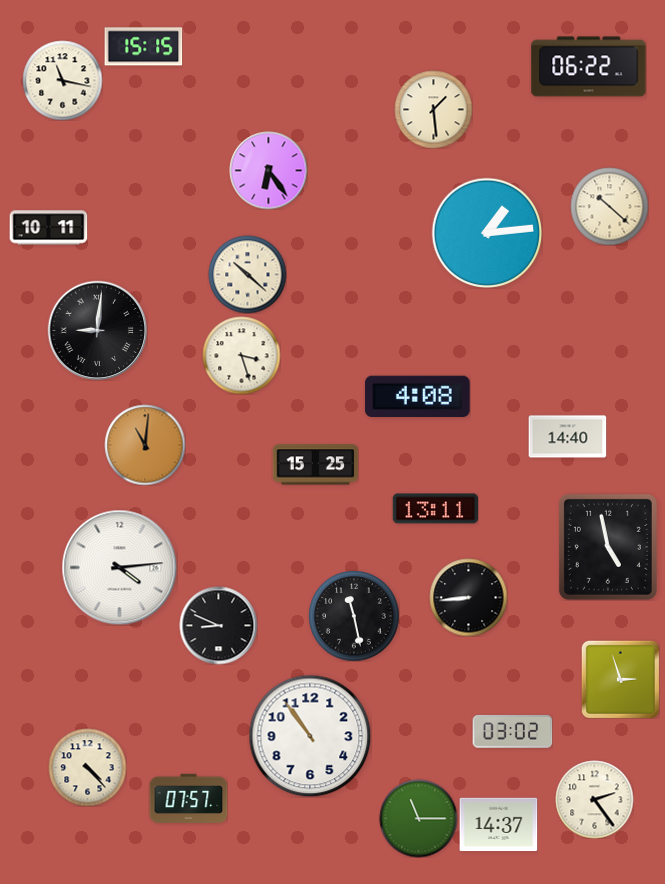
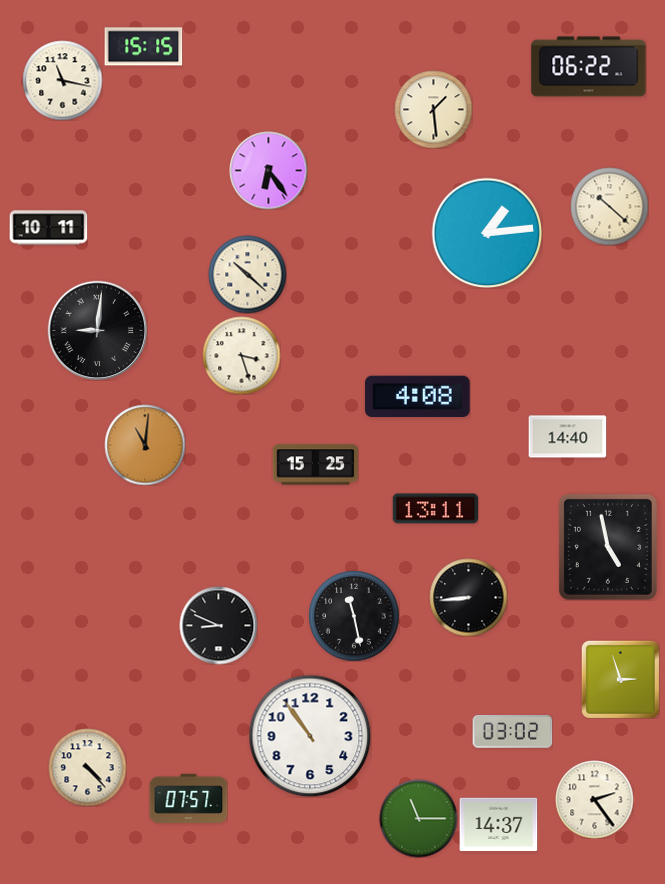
clock at (119, 567): 4:14 -> none
